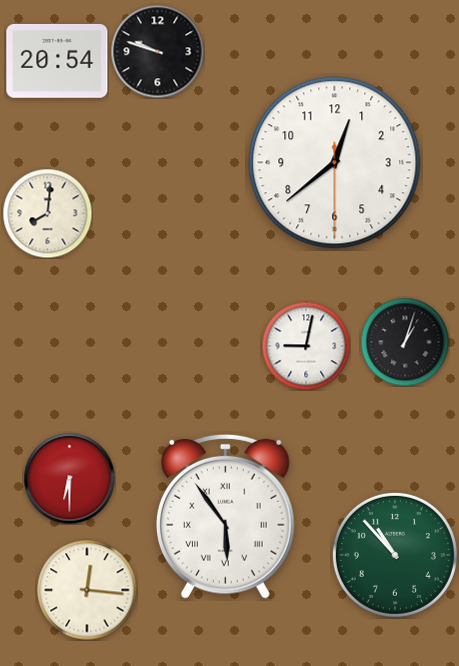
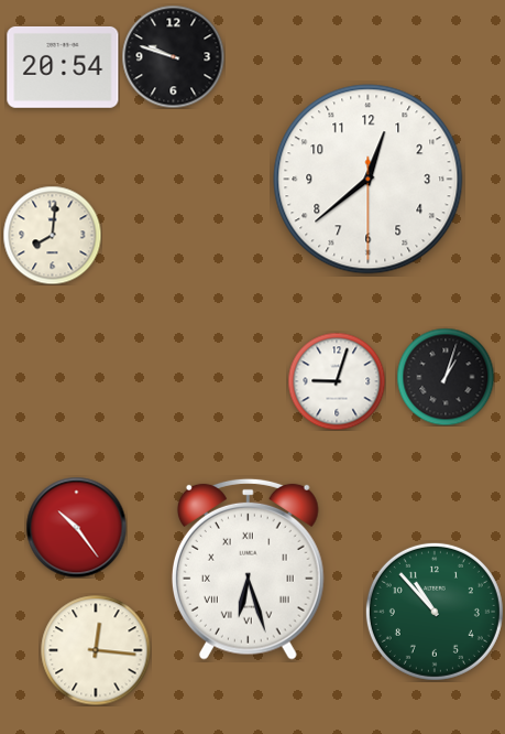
clock at (306, 346): 9:02 -> 9:03
clock at (69, 478): 6:30 -> 10:24
clock at (225, 516): 5:54 -> 6:27
